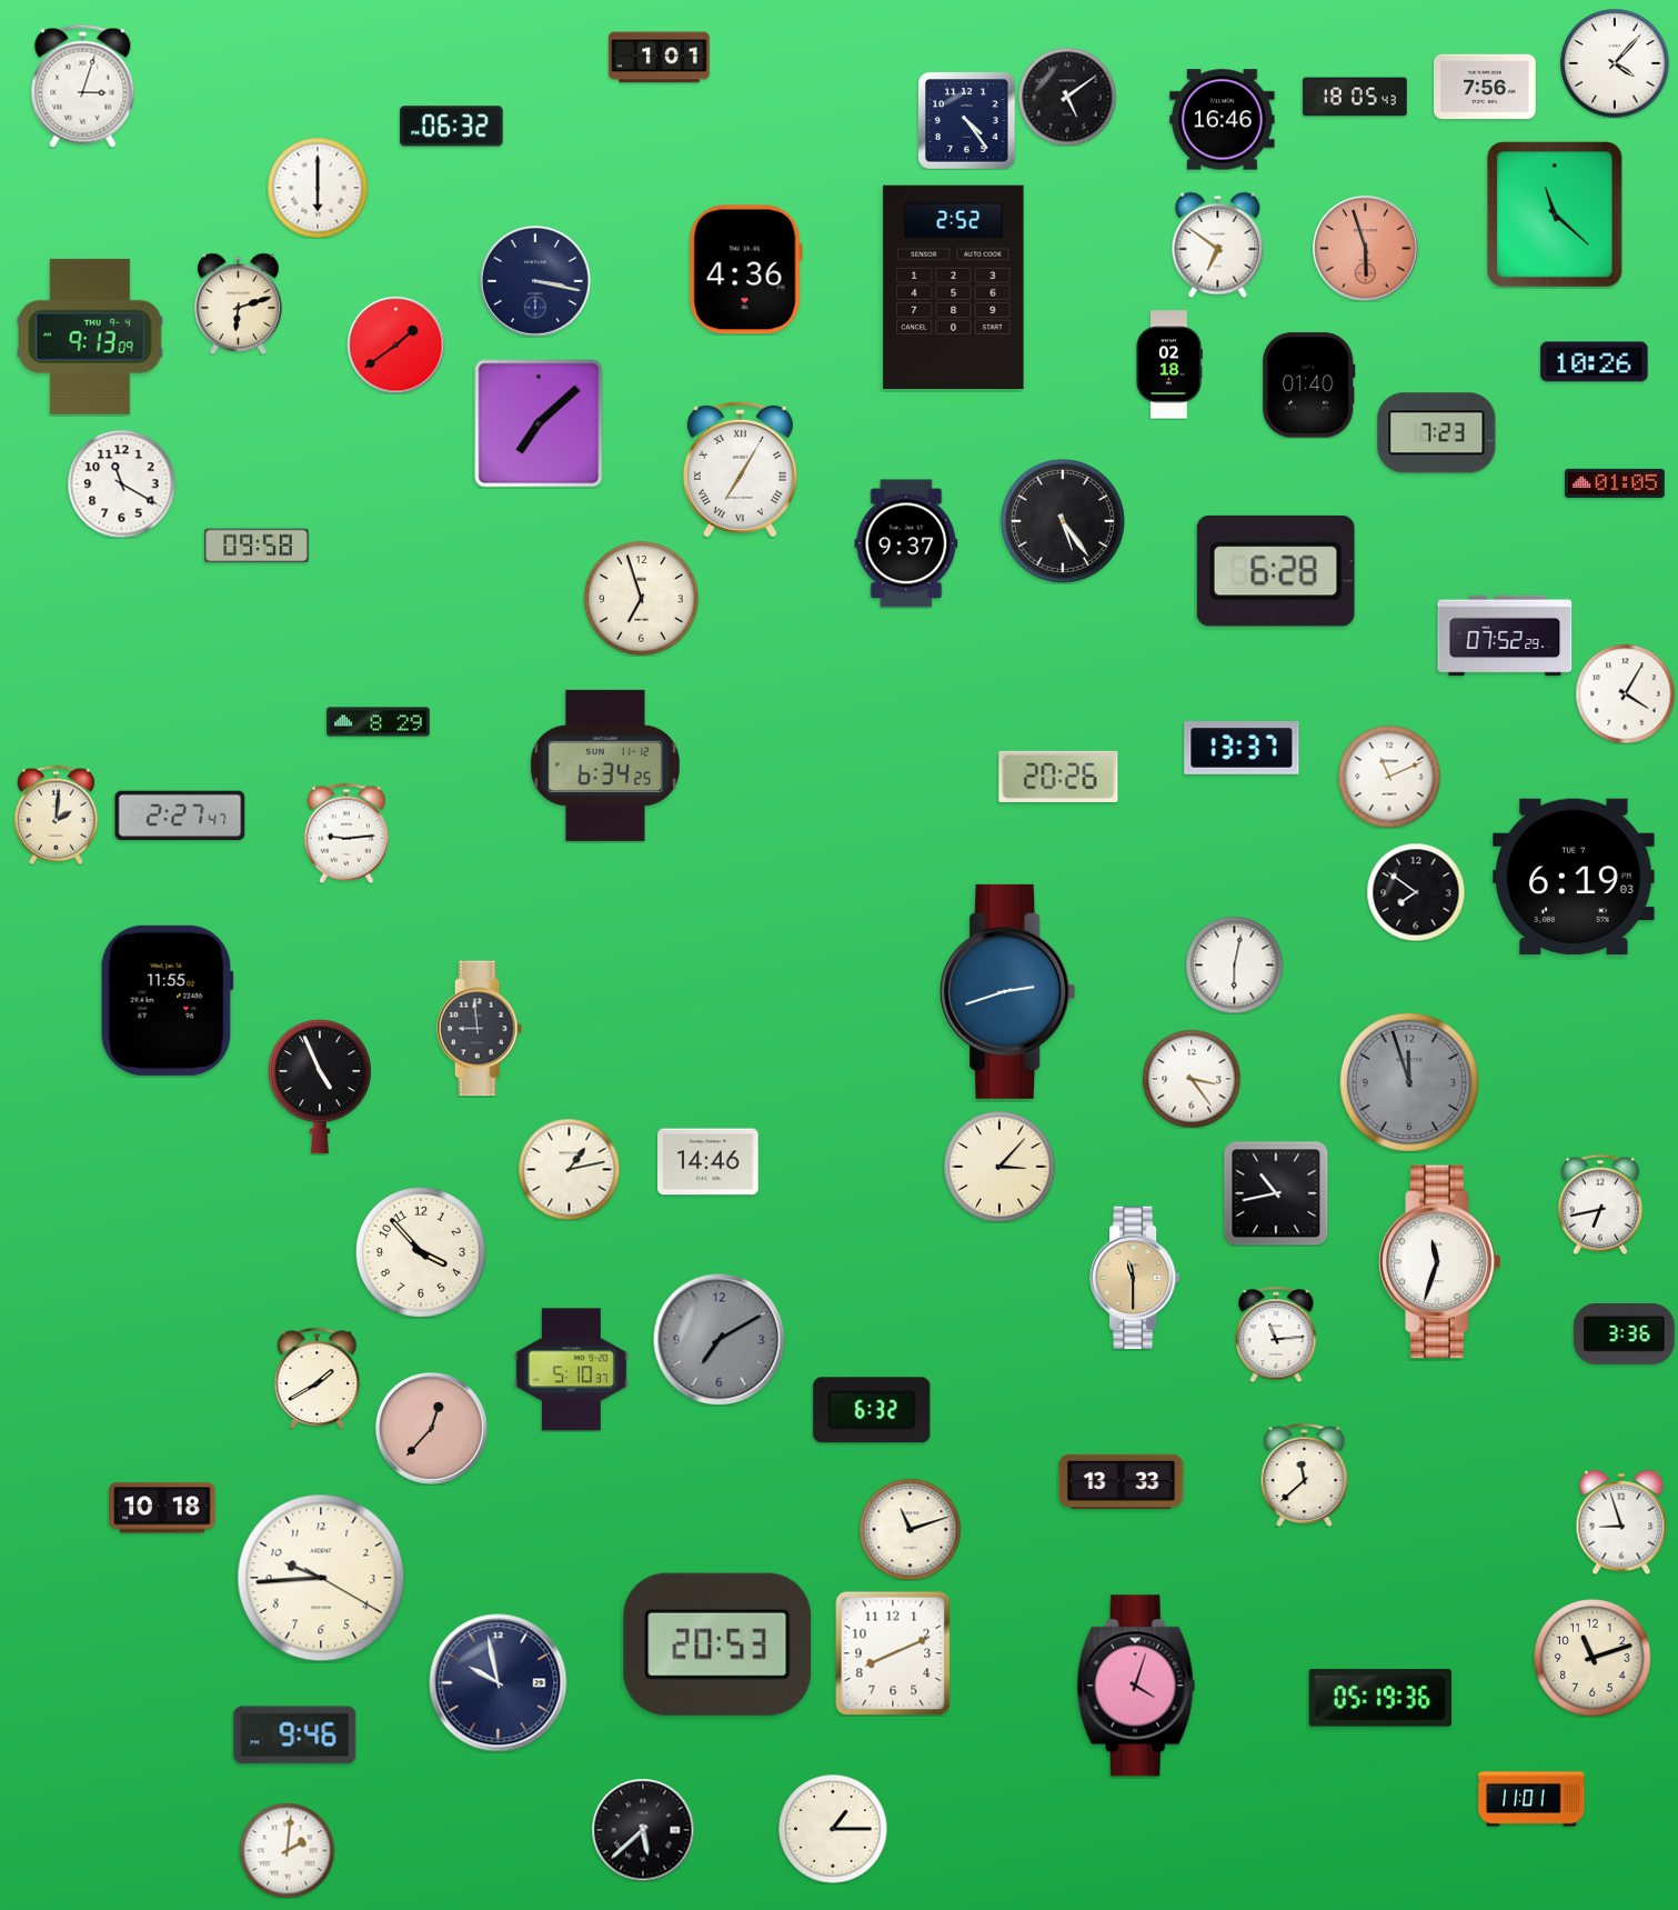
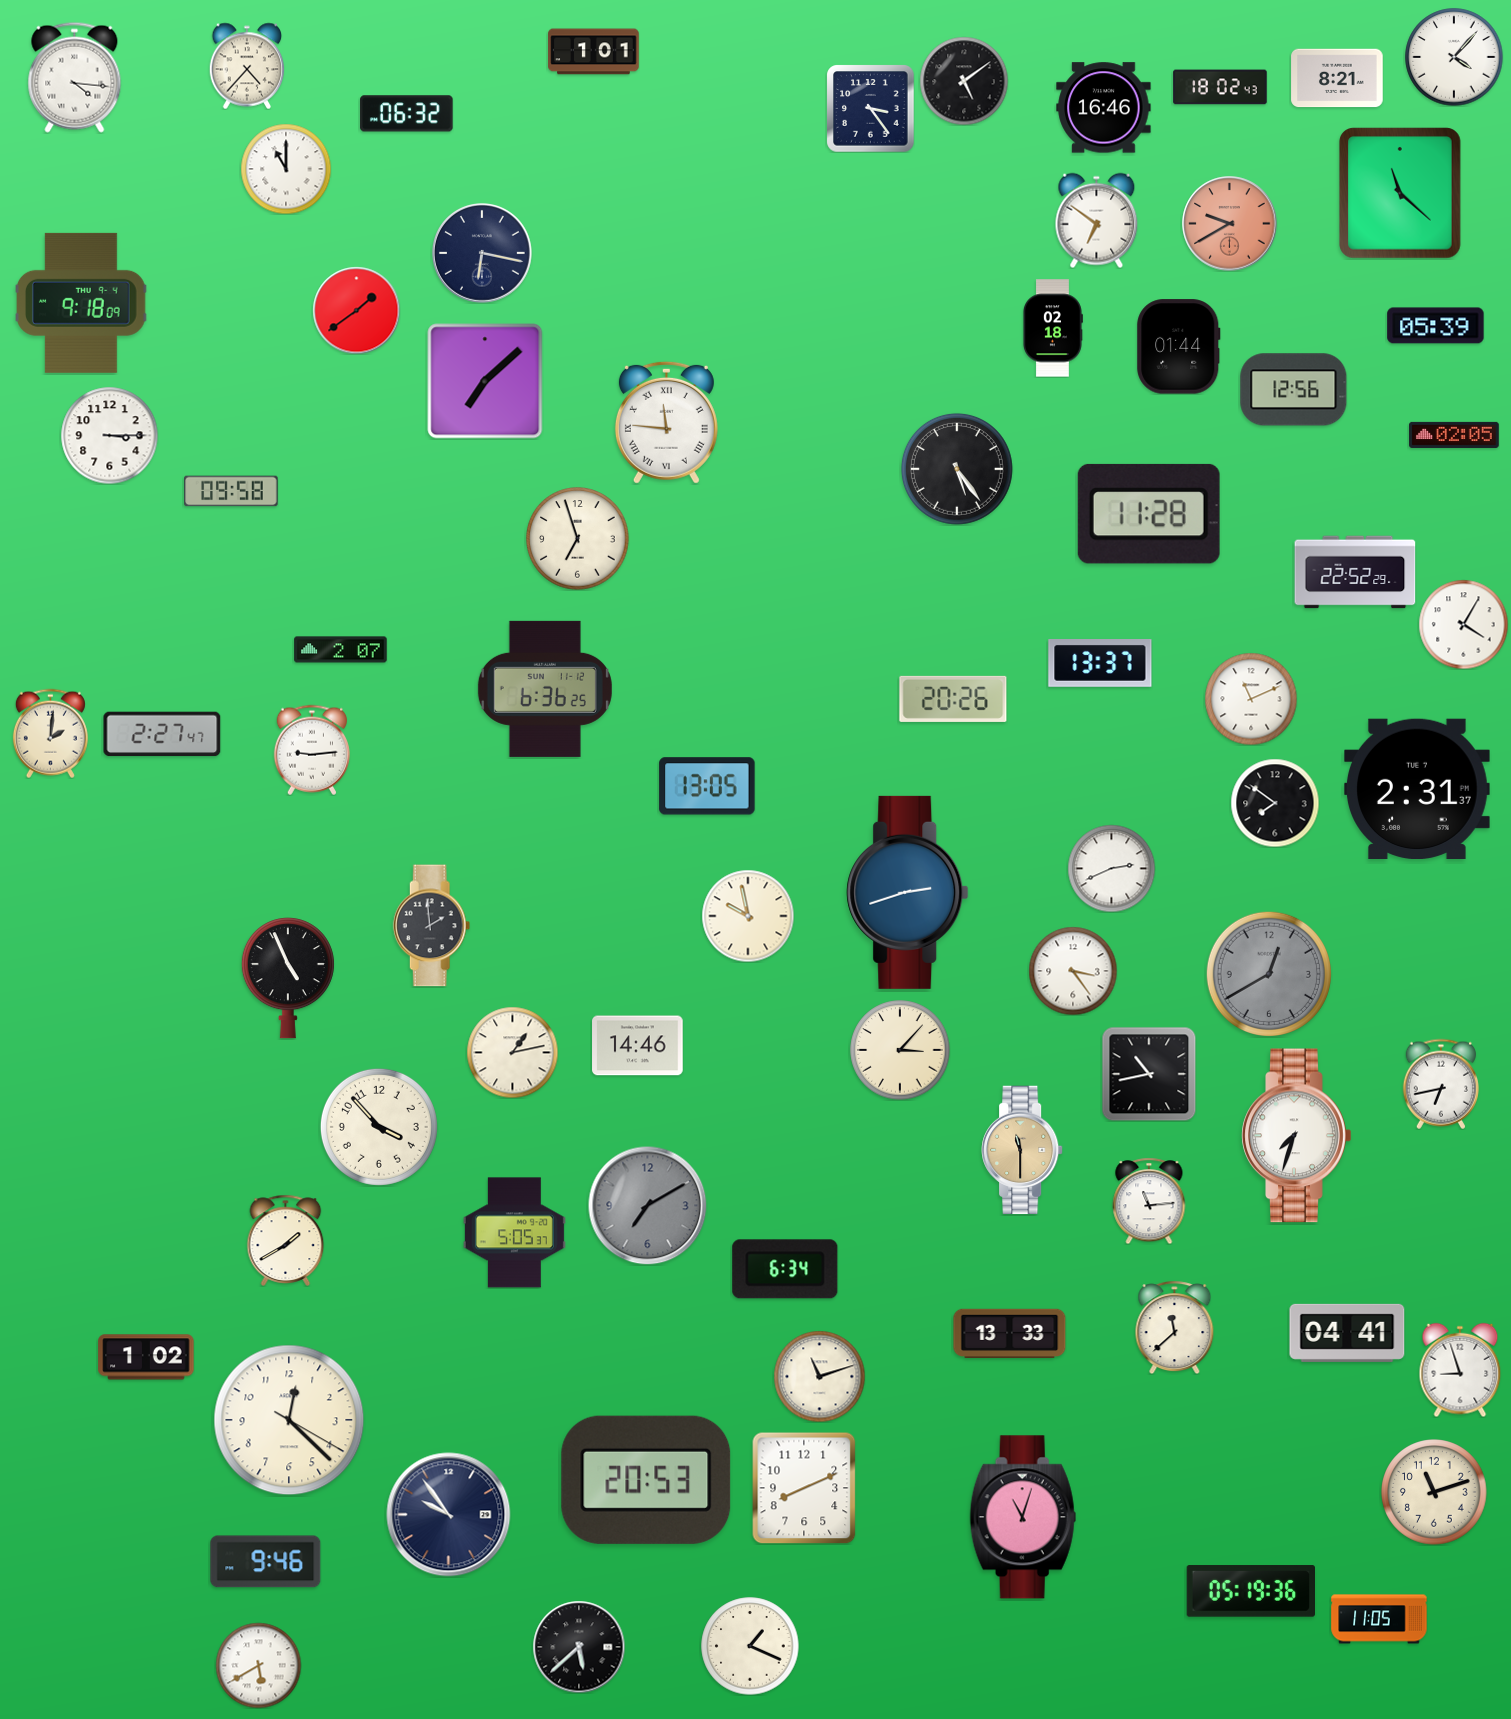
clock at (247, 66): none -> 4:37
clock at (83, 86): 3:03 -> 4:16
clock at (1485, 87): 7:56 -> 8:21
clock at (1067, 97) position: (1067, 97) -> (964, 81)
clock at (1355, 97): 18:05 -> 18:02
clock at (966, 120): 4:24 -> 3:24
clock at (1223, 120) position: (1223, 120) -> (1104, 108)
clock at (318, 188): 6:00 -> 11:00
clock at (1366, 249): 5:57 -> 9:40
clock at (745, 270): 4:36 -> none
clock at (536, 282): 3:17 -> 6:17
clock at (954, 287): 2:52 -> none
clock at (238, 303): 6:12 -> none
clock at (90, 337): 9:13 -> 9:18
clock at (1595, 362): 10:26 -> 05:39
clock at (1309, 386): 01:40 -> 01:44
clock at (1437, 433): 7:23 -> 12:56
clock at (740, 469): 7:05 -> 11:46
clock at (121, 483): 11:20 -> 3:15
clock at (1615, 483): 01:05 -> 02:05
clock at (906, 543): 9:37 -> none
clock at (1276, 571): 6:28 -> 11:28
clock at (1505, 636): 07:52 -> 22:52
clock at (379, 722): 8:29 -> 2:07
clock at (1242, 749) position: (1242, 749) -> (1100, 664)
clock at (605, 766): 6:34 -> 6:36
clock at (707, 786): none -> 13:05
clock at (1575, 876): 6:19 -> 2:31
clock at (1234, 964): 6:02 -> 2:41
clock at (167, 1000): 11:55 -> none
clock at (748, 916): none -> 9:58
clock at (480, 1029): 8:59 -> 1:59
clock at (1409, 1082): 11:57 -> 12:40
clock at (1440, 1262): 11:33 -> 7:33
clock at (1625, 1334): 3:36 -> none
clock at (571, 1370): 5:10 -> 5:05
clock at (872, 1410): 6:32 -> 6:34
clock at (431, 1428): 12:37 -> none
clock at (1347, 1333): none -> 04:41
clock at (162, 1508): 10:18 -> 1:02
clock at (321, 1578): 9:44 -> 12:22
clock at (499, 1683): 9:58 -> 9:54
clock at (1136, 1686): 4:03 -> 11:03
clock at (1379, 1698) position: (1379, 1698) -> (1250, 1591)
clock at (1531, 1799): 11:01 -> 11:05
clock at (833, 1829): 1:15 -> 1:19
clock at (287, 1850): 2:01 -> 5:40
